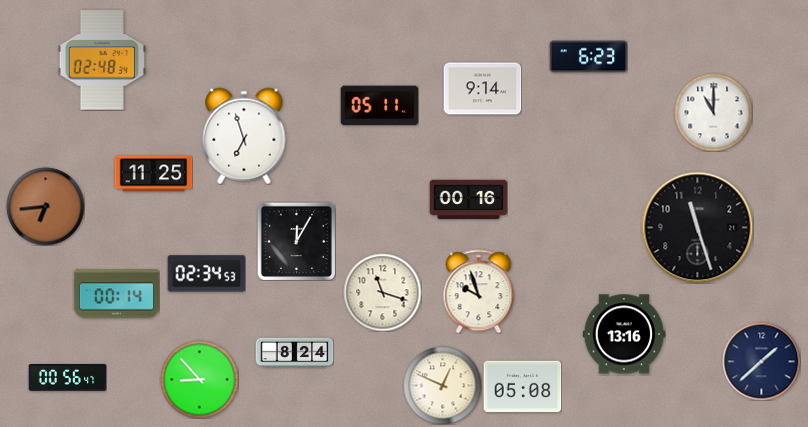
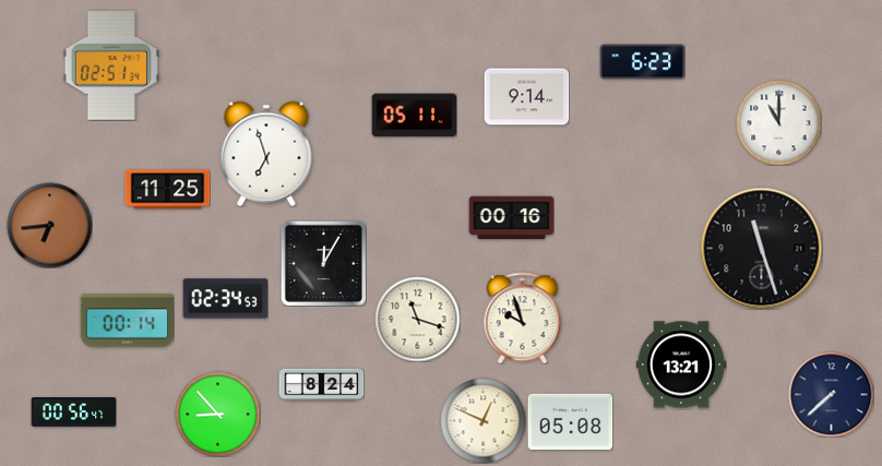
clock at (102, 60): 02:48 -> 02:51
clock at (244, 136) position: (244, 136) -> (266, 154)
clock at (624, 334): 13:16 -> 13:21
clock at (761, 361): 1:38 -> 7:38
